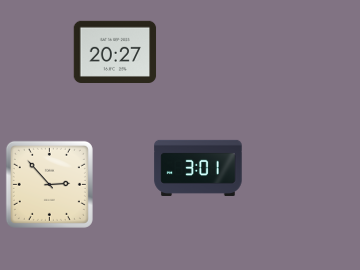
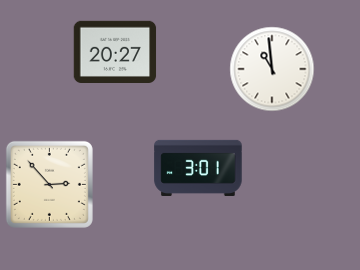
clock at (272, 69): none -> 10:59
